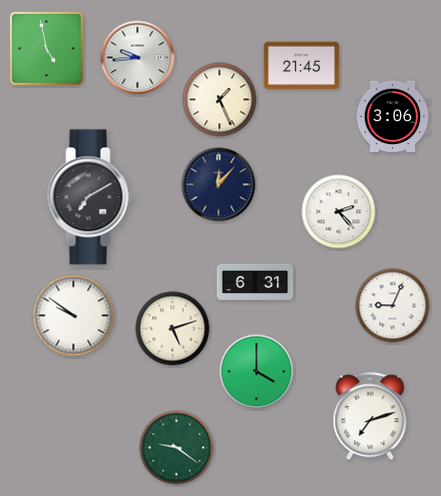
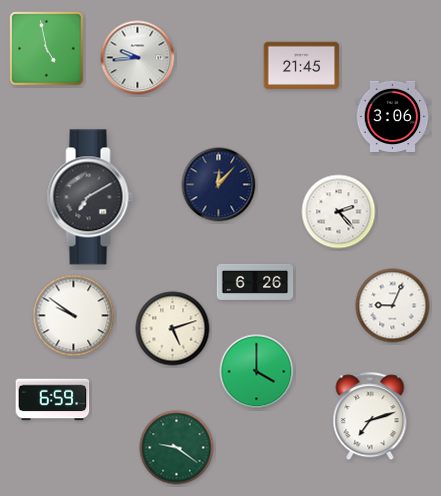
clock at (220, 100): 1:26 -> none
clock at (255, 282): 6:31 -> 6:26
clock at (53, 400): none -> 6:59
